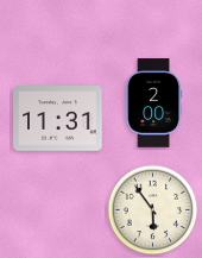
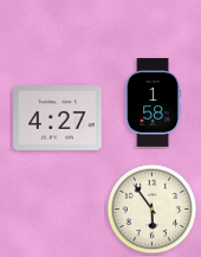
clock at (154, 103): 2:00 -> 1:58
clock at (58, 119): 11:31 -> 4:27
